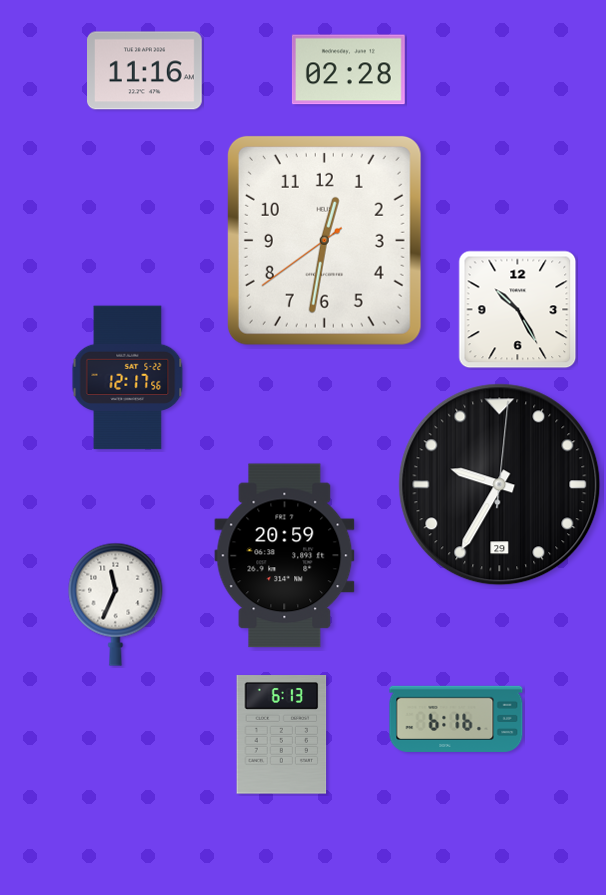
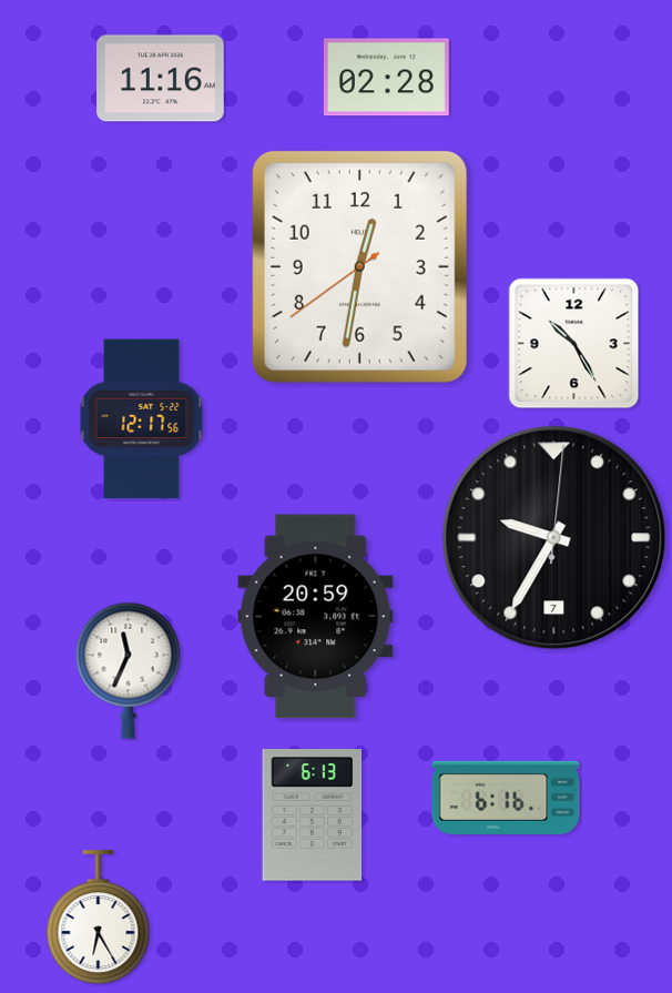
clock at (500, 485) date: 29 -> 7
clock at (99, 918): none -> 6:25
